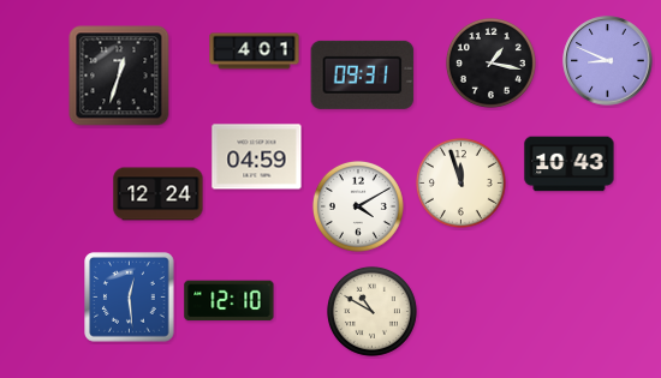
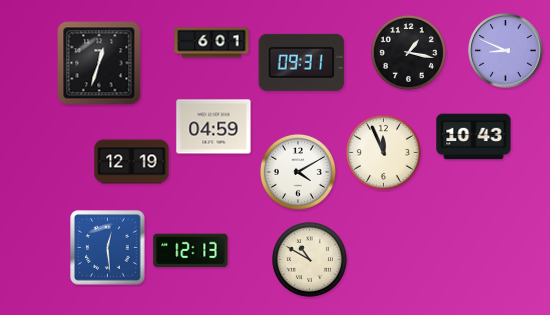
clock at (255, 52): 4:01 -> 6:01
clock at (257, 157) position: (257, 157) -> (214, 127)
clock at (460, 182): 11:57 -> 11:56
clock at (159, 194): 12:24 -> 12:19
clock at (230, 301): 12:10 -> 12:13
